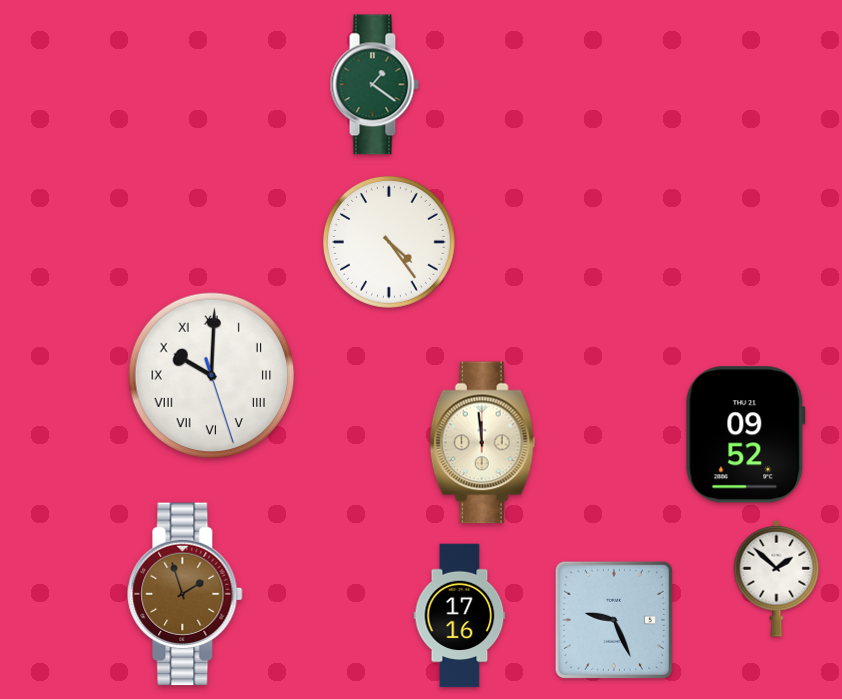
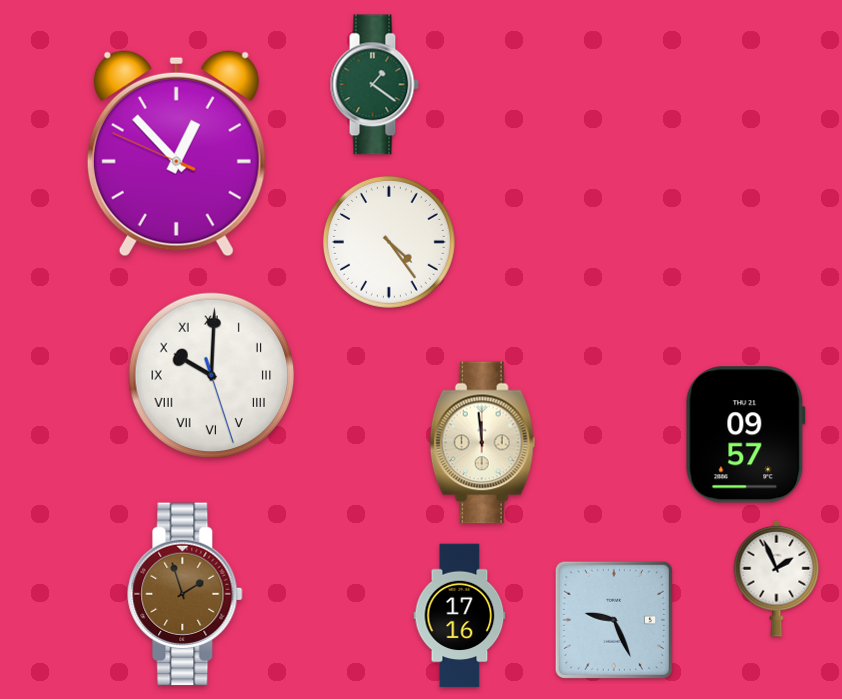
clock at (176, 153): none -> 12:52
clock at (745, 435): 09:52 -> 09:57
clock at (777, 578): 1:52 -> 1:56
